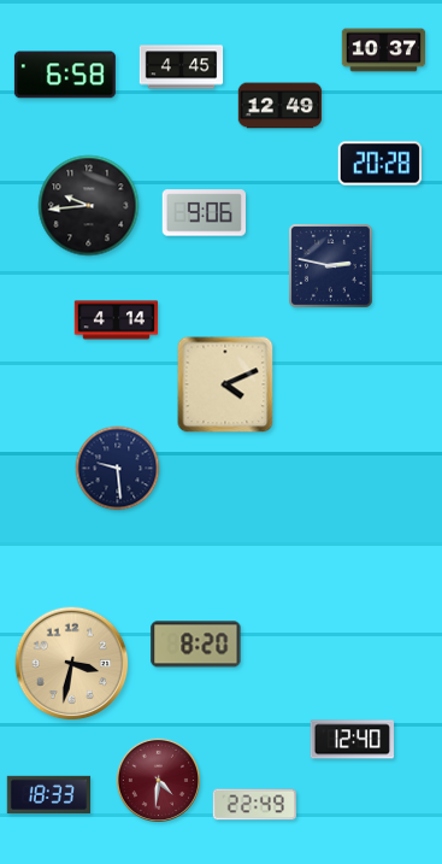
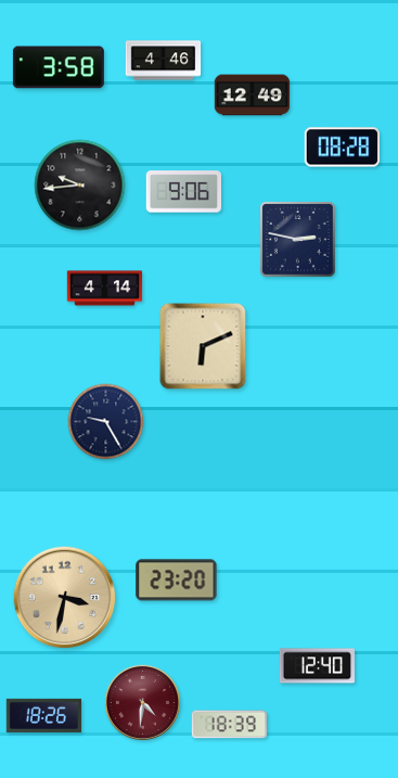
clock at (384, 51): 10:37 -> none
clock at (182, 67): 4:45 -> 4:46
clock at (65, 75): 6:58 -> 3:58
clock at (379, 164): 20:28 -> 08:28
clock at (225, 384): 4:11 -> 6:11
clock at (118, 469): 9:29 -> 9:25
clock at (196, 645): 8:20 -> 23:20
clock at (49, 794): 18:33 -> 18:26
clock at (254, 805): 22:49 -> 18:39
